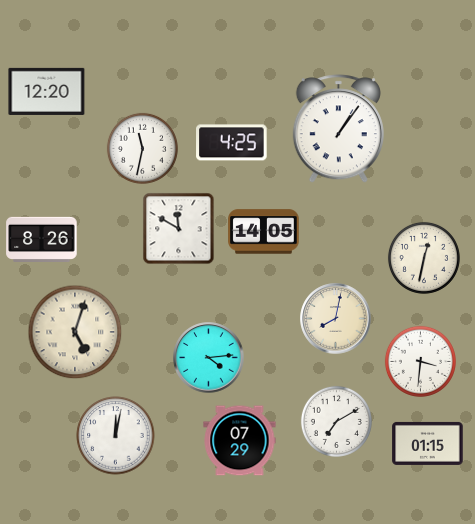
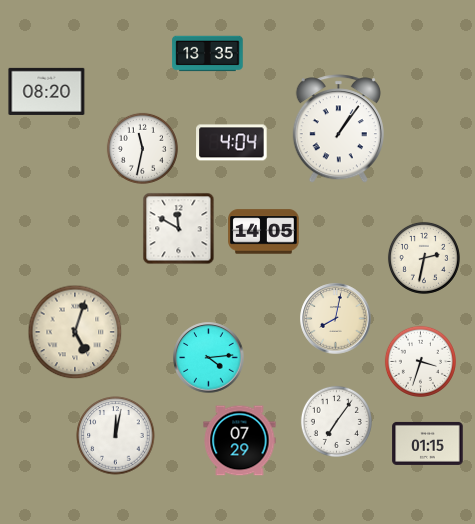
clock at (208, 54): none -> 13:35
clock at (47, 91): 12:20 -> 08:20
clock at (232, 143): 4:25 -> 4:04
clock at (42, 239): 8:26 -> none
clock at (424, 258): 12:32 -> 2:32
clock at (420, 361): 3:31 -> 3:33
clock at (336, 421): 7:10 -> 7:06
